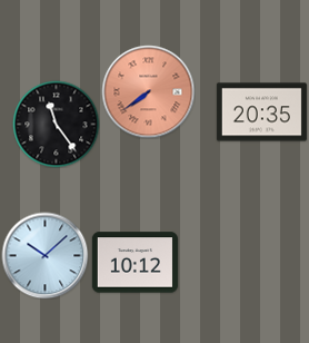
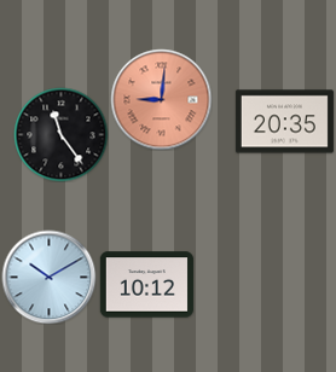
clock at (148, 91): 7:39 -> 9:01
clock at (44, 255): 10:08 -> 10:10
